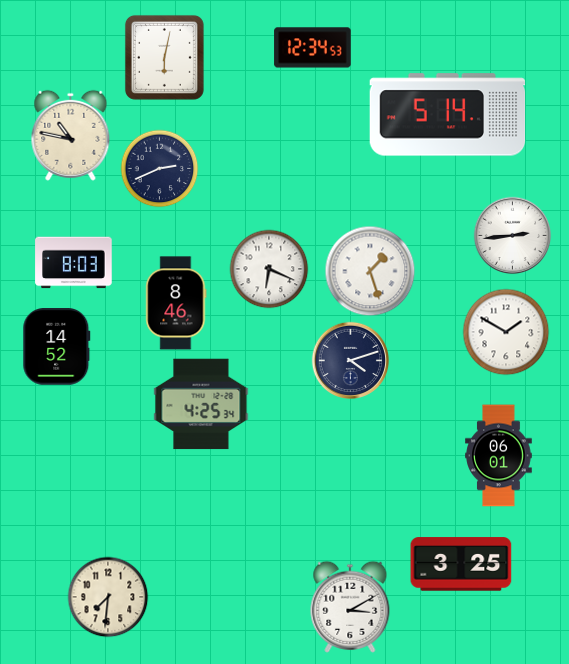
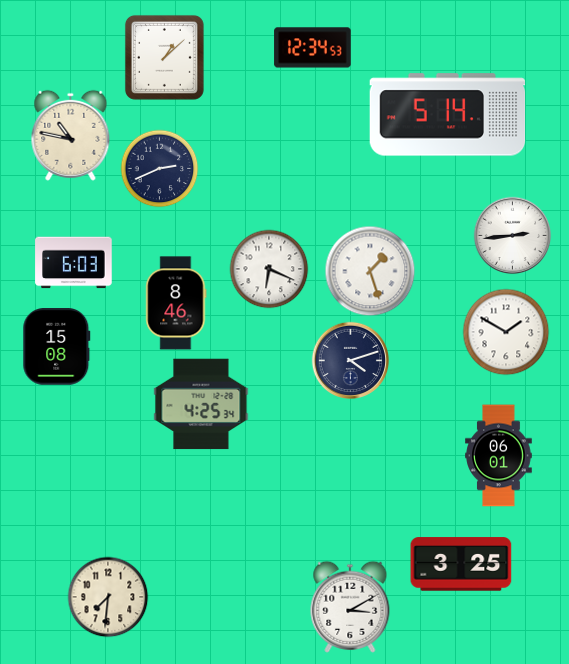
clock at (164, 57): 6:02 -> 1:08
clock at (74, 263): 8:03 -> 6:03
clock at (57, 347): 14:52 -> 15:08
